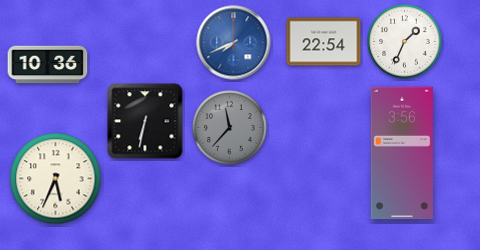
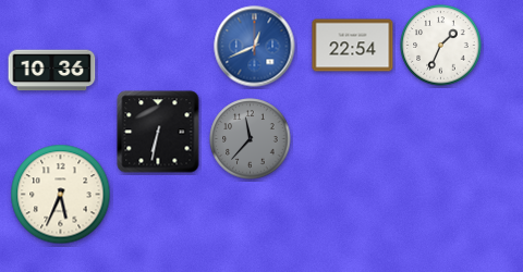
clock at (234, 43): 7:41 -> 12:41
clock at (402, 153): 3:56 -> none
